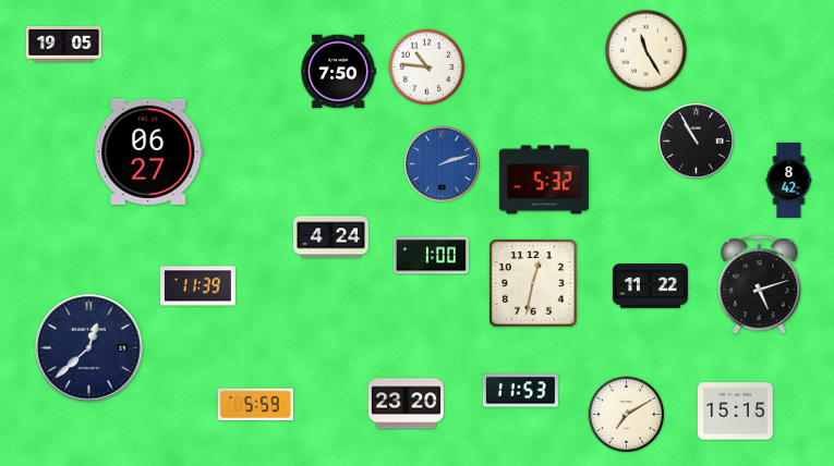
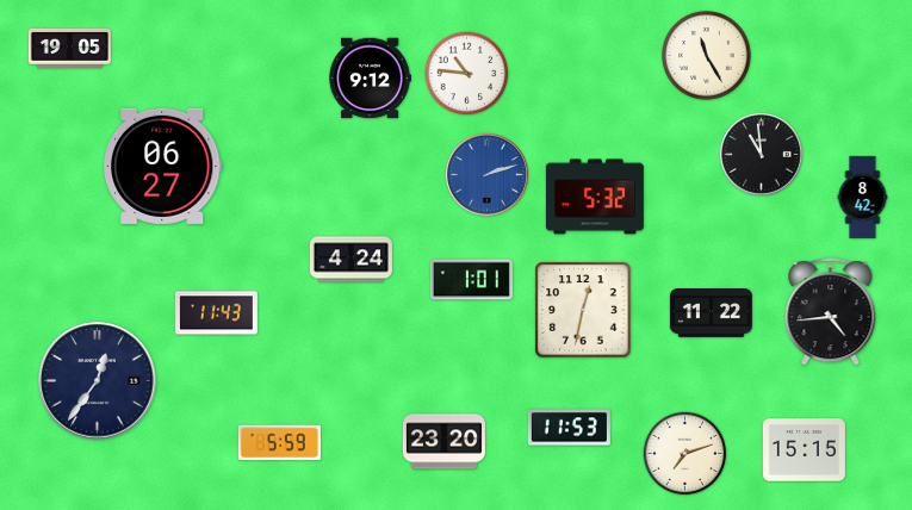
clock at (338, 72): 7:50 -> 9:12
clock at (697, 142): 10:55 -> 10:59
clock at (443, 164) position: (443, 164) -> (488, 175)
clock at (330, 237) position: (330, 237) -> (350, 260)
clock at (431, 256): 1:00 -> 1:01
clock at (760, 285): 5:12 -> 4:44
clock at (197, 286): 11:39 -> 11:43
clock at (89, 348): 12:38 -> 12:36
clock at (627, 415): 7:10 -> 7:12
